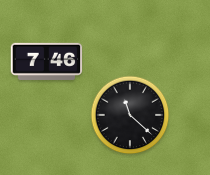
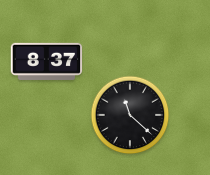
clock at (47, 61): 7:46 -> 8:37
